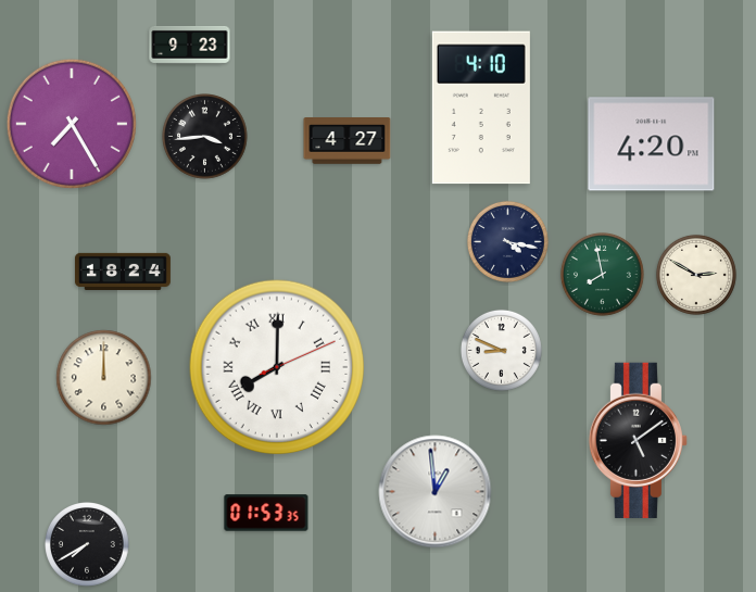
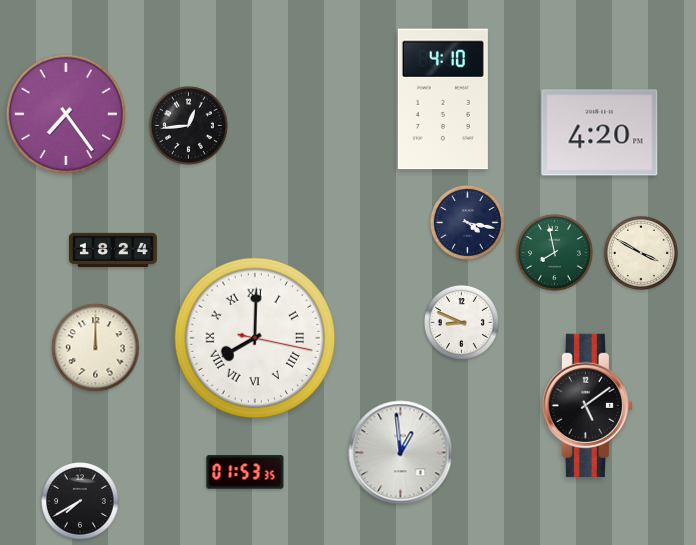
clock at (190, 45): 9:23 -> none
clock at (72, 124): 7:25 -> 7:24
clock at (205, 137): 3:44 -> 12:44
clock at (348, 141): 4:27 -> none
clock at (696, 275): 2:50 -> 3:50
clock at (277, 367): 8:00:11 -> 8:00:17
